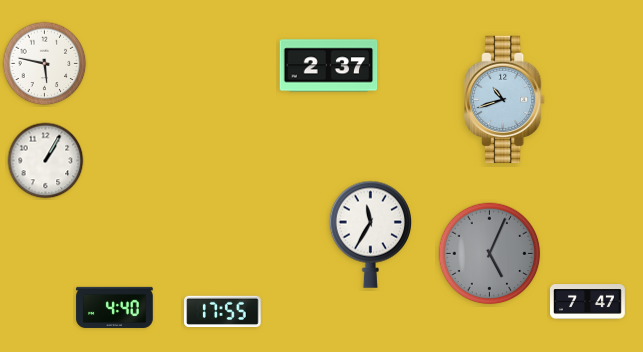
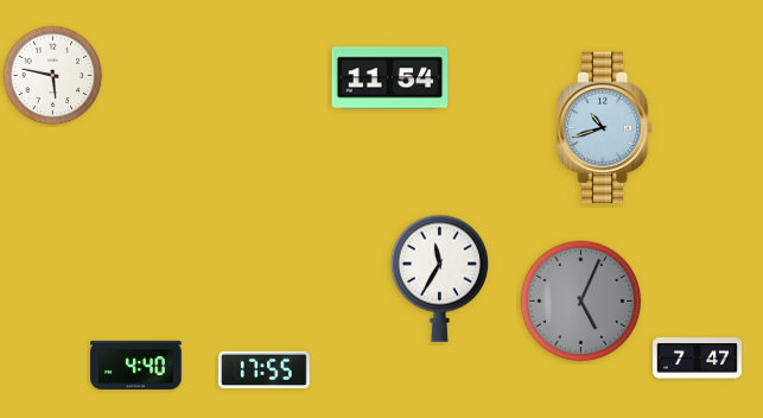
clock at (329, 66): 2:37 -> 11:54
clock at (505, 100) position: (505, 100) -> (605, 128)
clock at (46, 161): 1:05 -> none
